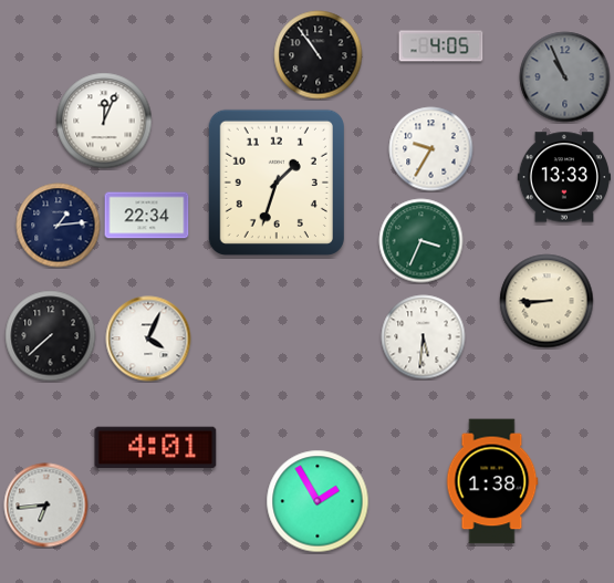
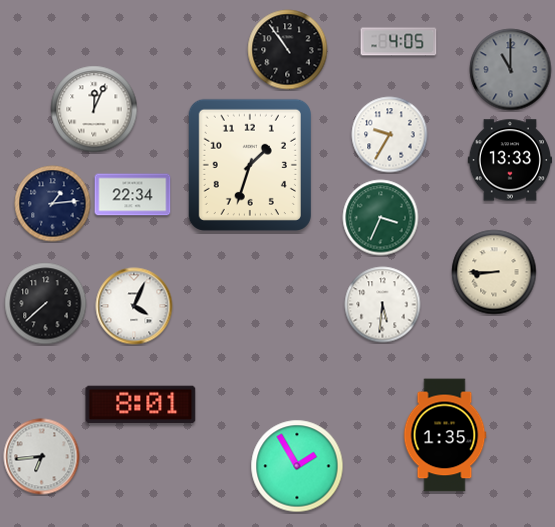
clock at (565, 77): 10:56 -> 11:00
clock at (156, 448): 4:01 -> 8:01
clock at (492, 481): 1:38 -> 1:35
clock at (318, 501) position: (318, 501) -> (297, 466)
